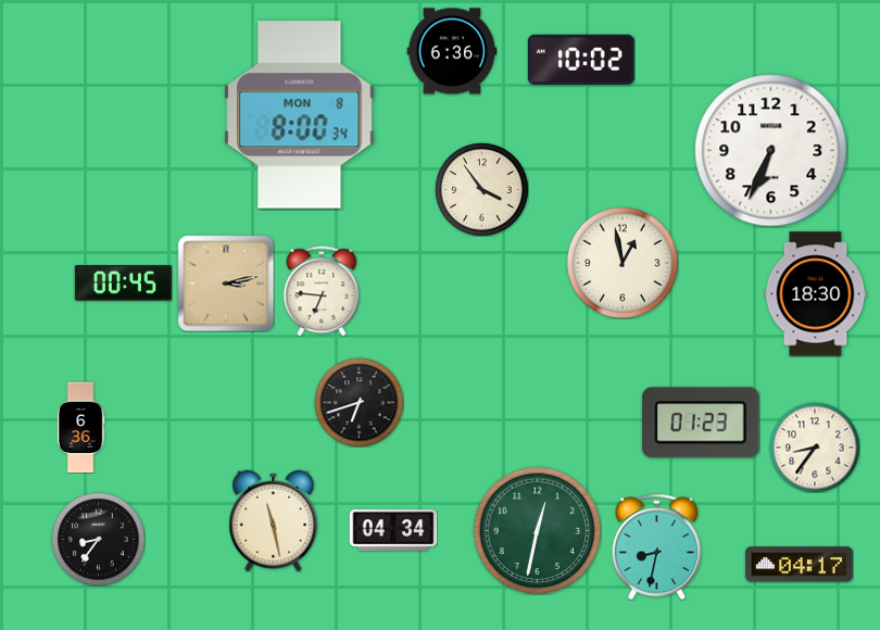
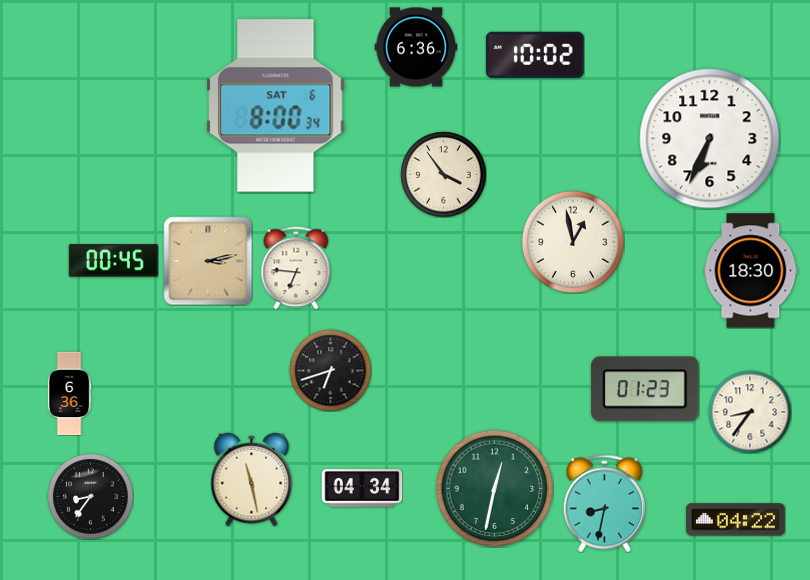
clock at (300, 115) date: MON 8 -> SAT 6
clock at (80, 427) position: (80, 427) -> (69, 393)
clock at (799, 565): 04:17 -> 04:22
